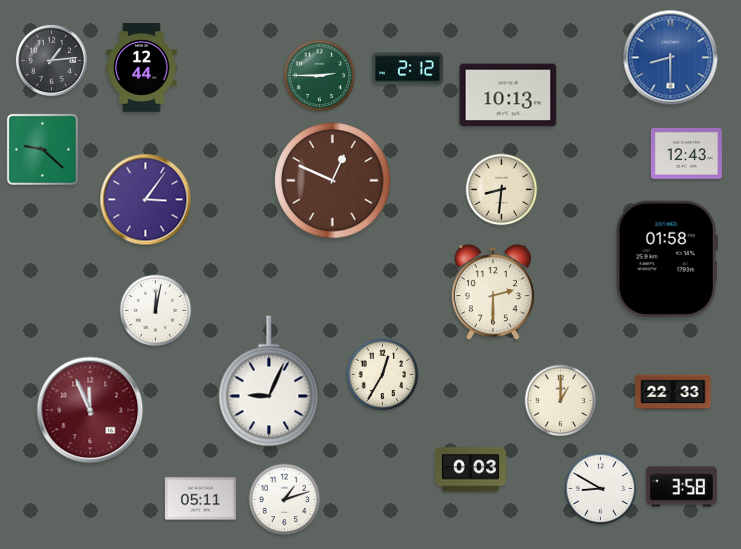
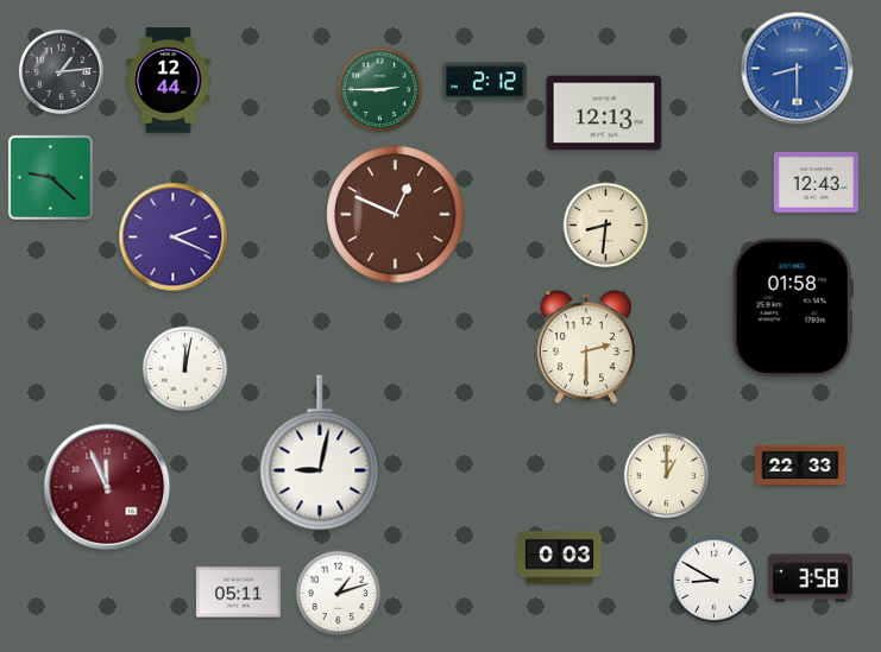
clock at (508, 95): 10:13 -> 12:13
clock at (502, 190) position: (502, 190) -> (606, 226)
clock at (146, 200): 3:06 -> 2:19
clock at (383, 375): 12:35 -> none
clock at (269, 381): 9:04 -> 9:02
